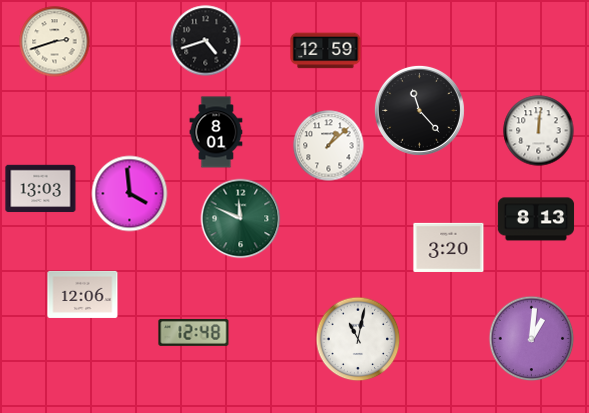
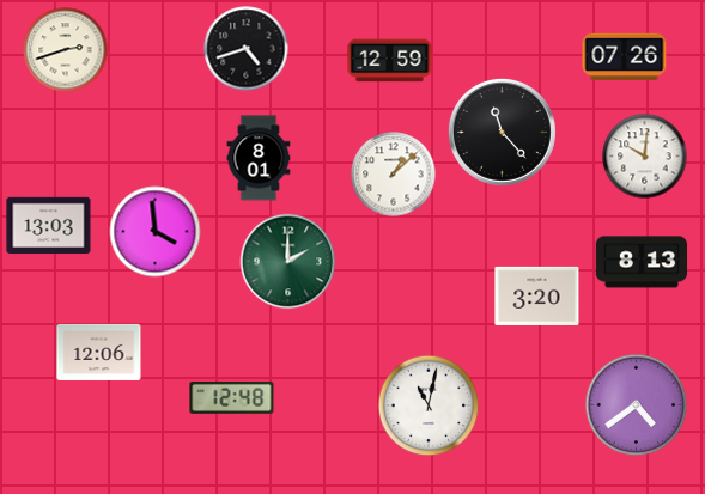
clock at (625, 57): none -> 07:26
clock at (539, 131): 12:01 -> 10:01
clock at (241, 219): 11:49 -> 2:00
clock at (532, 339): 1:01 -> 4:39
